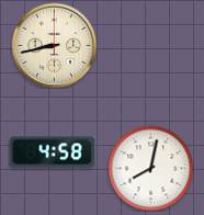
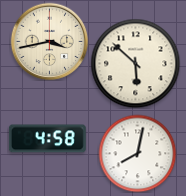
clock at (54, 45): 8:43 -> 3:43
clock at (135, 63): none -> 5:52
